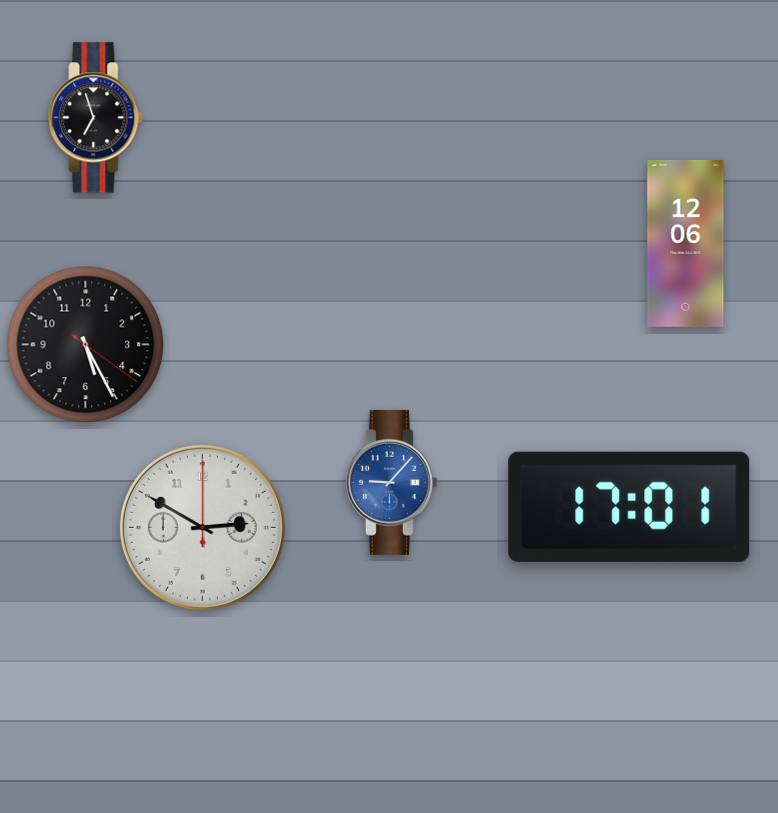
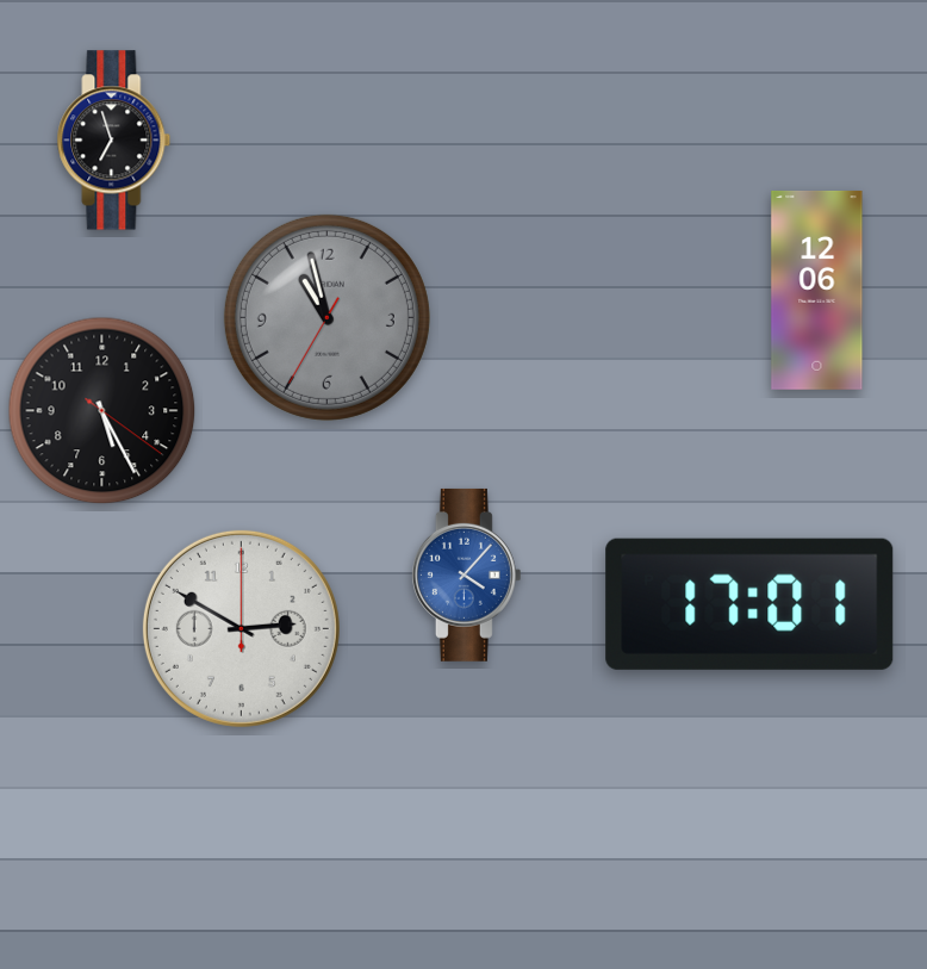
clock at (326, 317): none -> 10:57
clock at (391, 482): 9:07 -> 4:07
